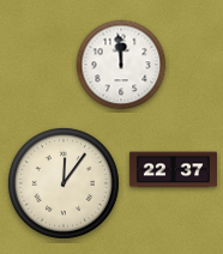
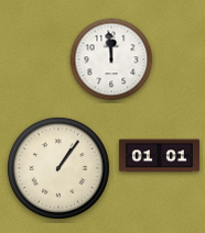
clock at (173, 170): 22:37 -> 01:01
clock at (64, 183): 12:06 -> 1:06
